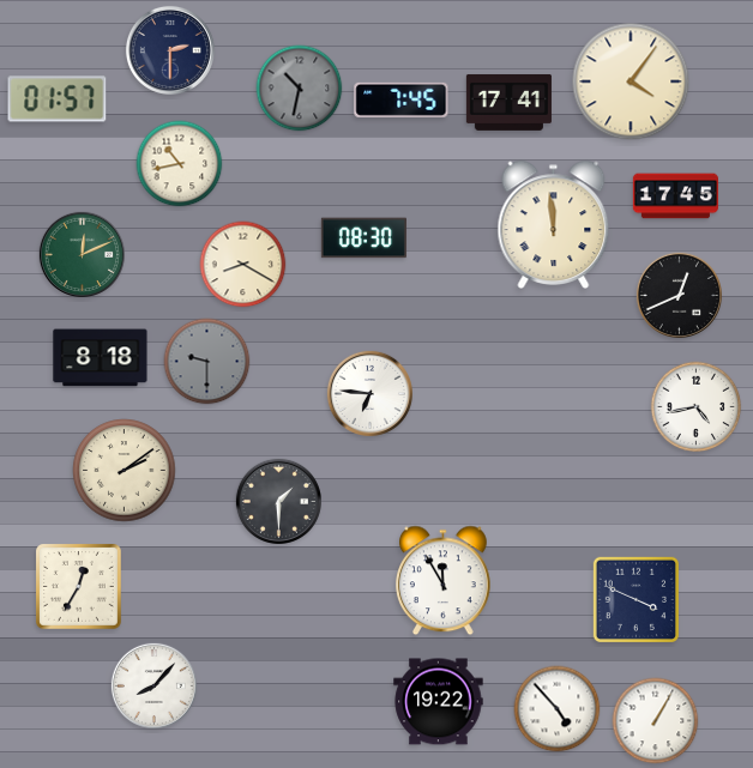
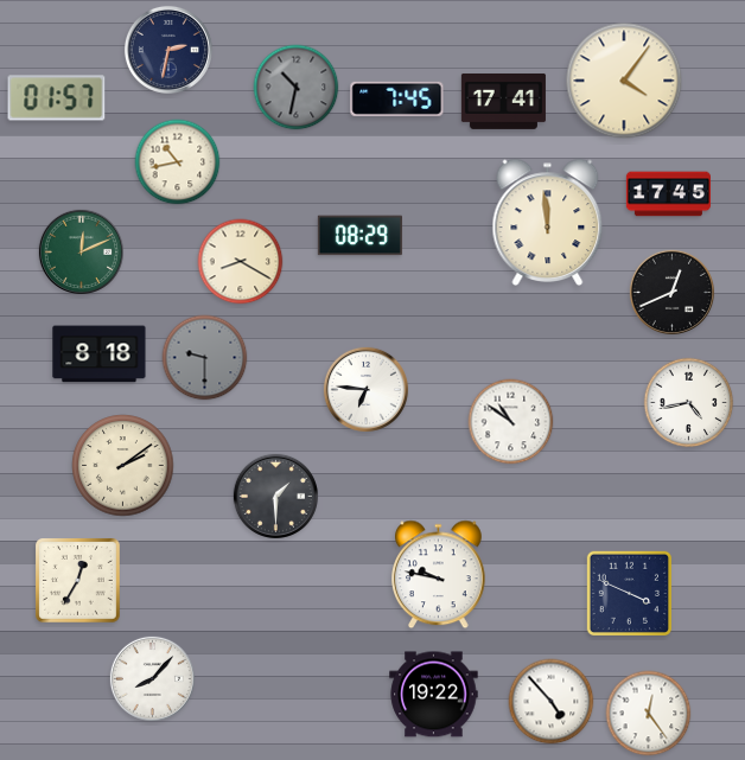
clock at (170, 50): 2:30 -> 2:32
clock at (363, 238): 08:30 -> 08:29
clock at (511, 422): none -> 10:51
clock at (444, 581): 11:55 -> 9:47
clock at (656, 721): 1:05 -> 12:24
